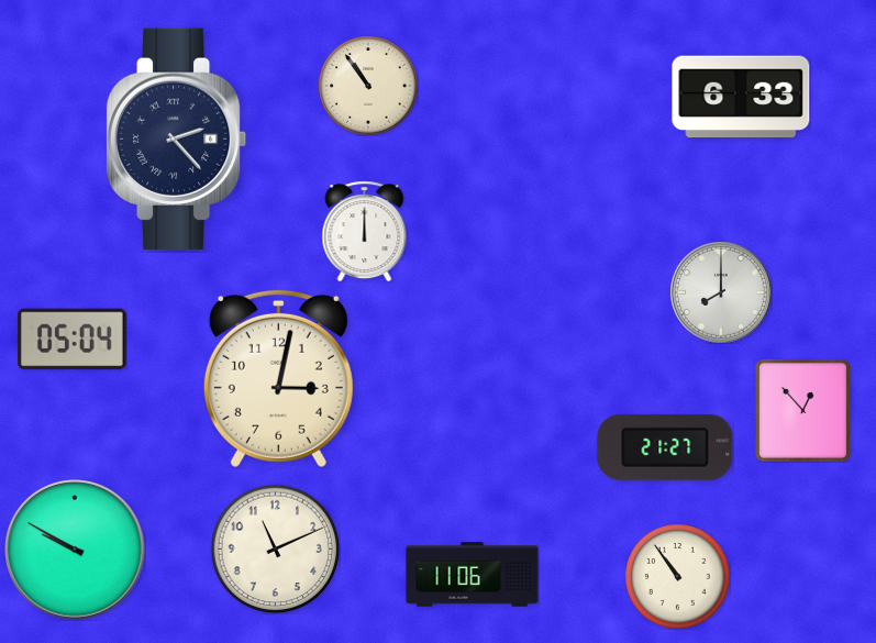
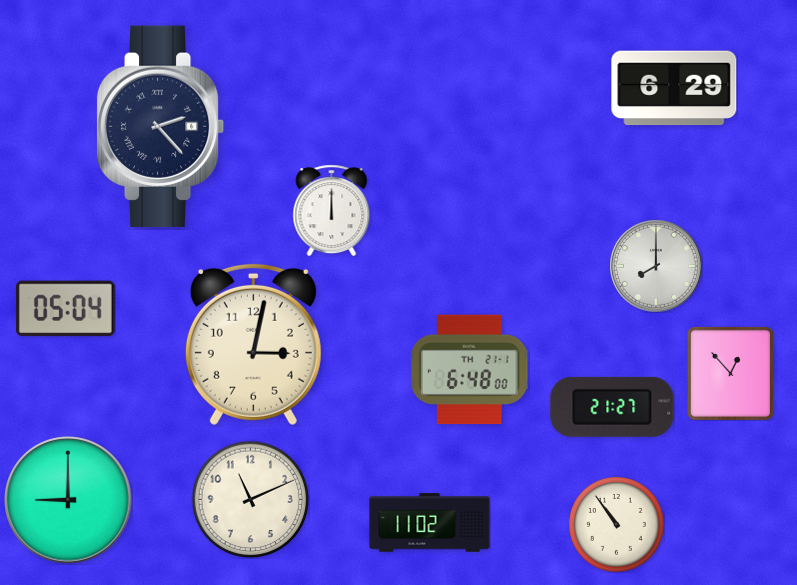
clock at (368, 86): 10:54 -> none
clock at (741, 97): 6:33 -> 6:29
clock at (469, 370): none -> 6:48
clock at (665, 447) position: (665, 447) -> (612, 407)
clock at (75, 550): 9:50 -> 9:00
clock at (473, 575): 11:06 -> 11:02
